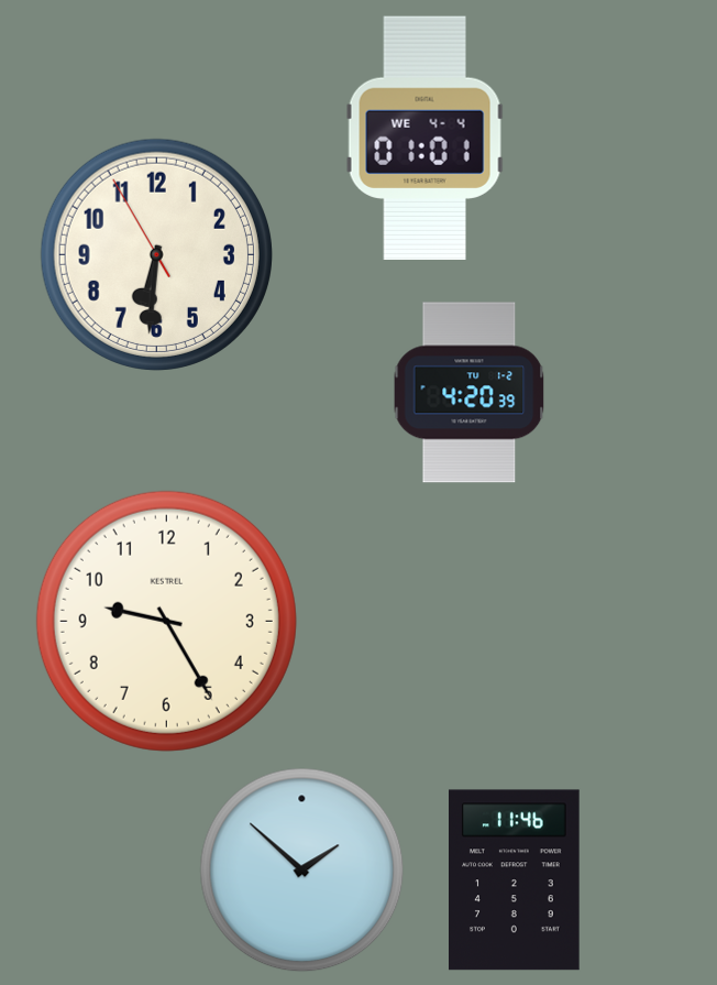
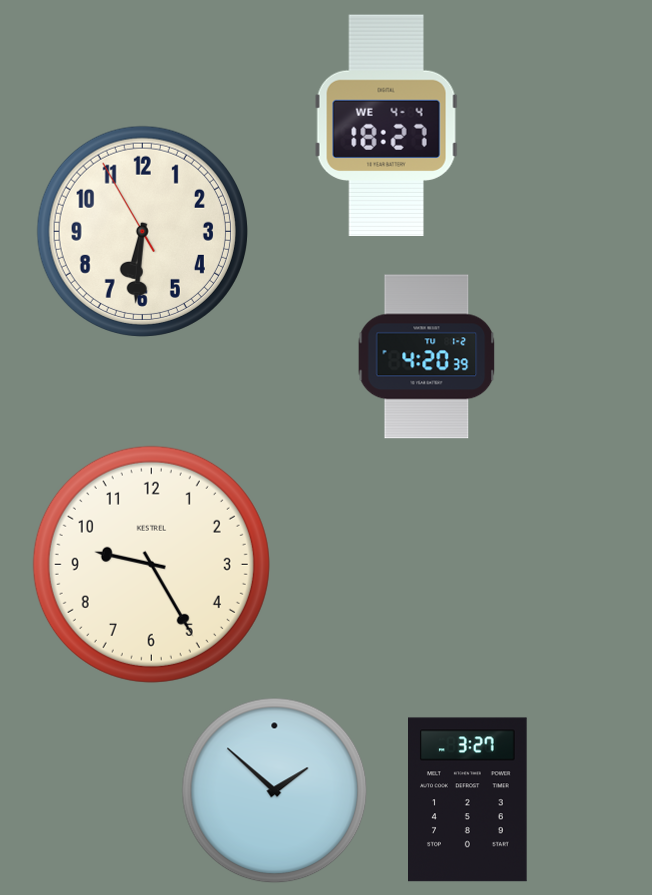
clock at (424, 139): 01:01 -> 18:27
clock at (515, 880): 11:46 -> 3:27
